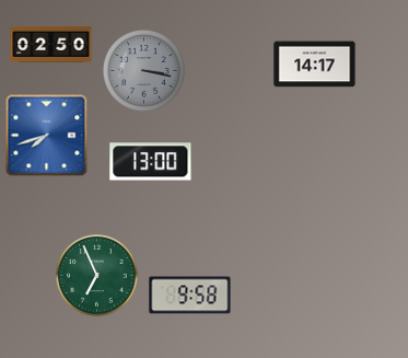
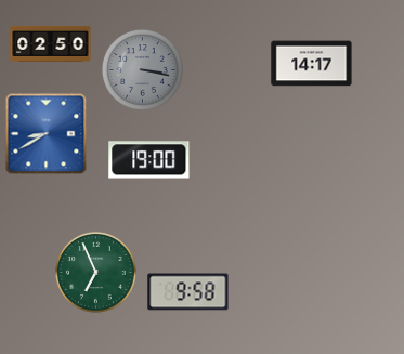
clock at (47, 136): 7:42 -> 8:40
clock at (151, 162): 13:00 -> 19:00
